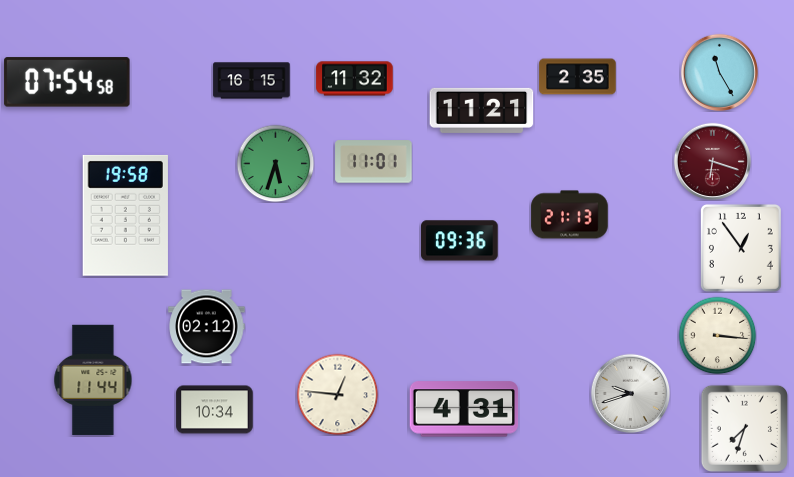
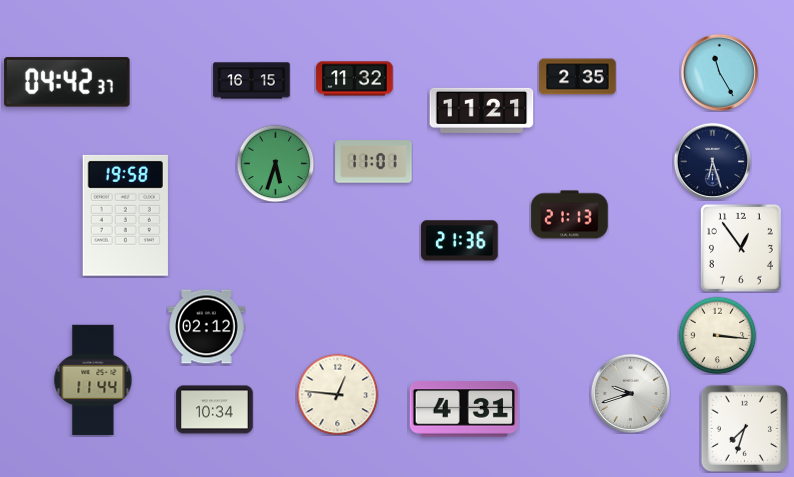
clock at (67, 82): 07:54 -> 04:42
clock at (712, 161): 6:18 -> 6:27
clock at (712, 161) dial: burgundy -> navy
clock at (460, 241): 09:36 -> 21:36
